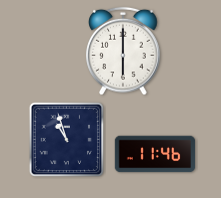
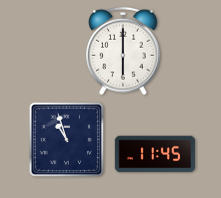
clock at (155, 154): 11:46 -> 11:45
